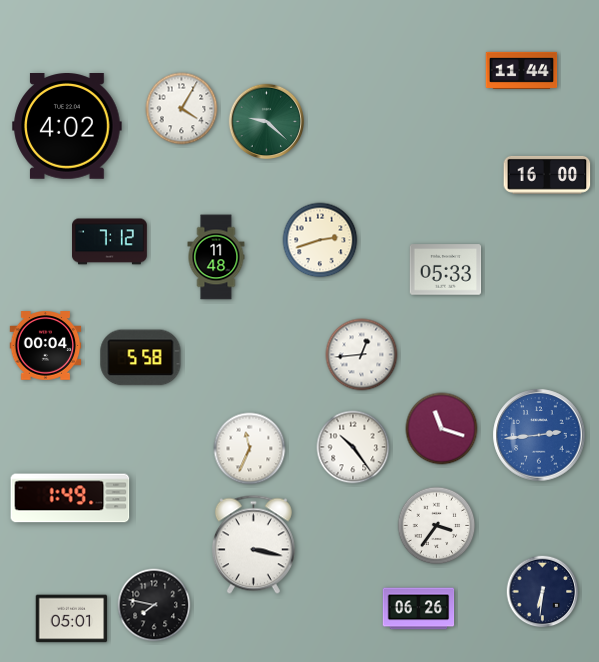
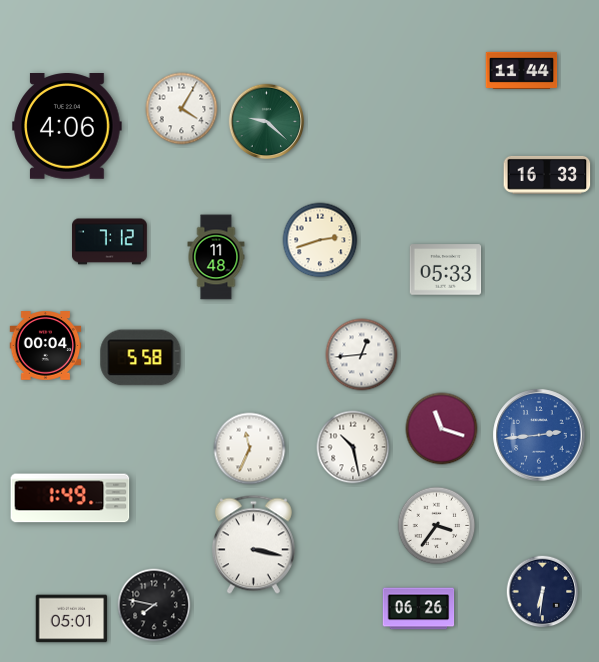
clock at (67, 127): 4:02 -> 4:06
clock at (547, 175): 16:00 -> 16:33
clock at (353, 447): 10:24 -> 10:28
